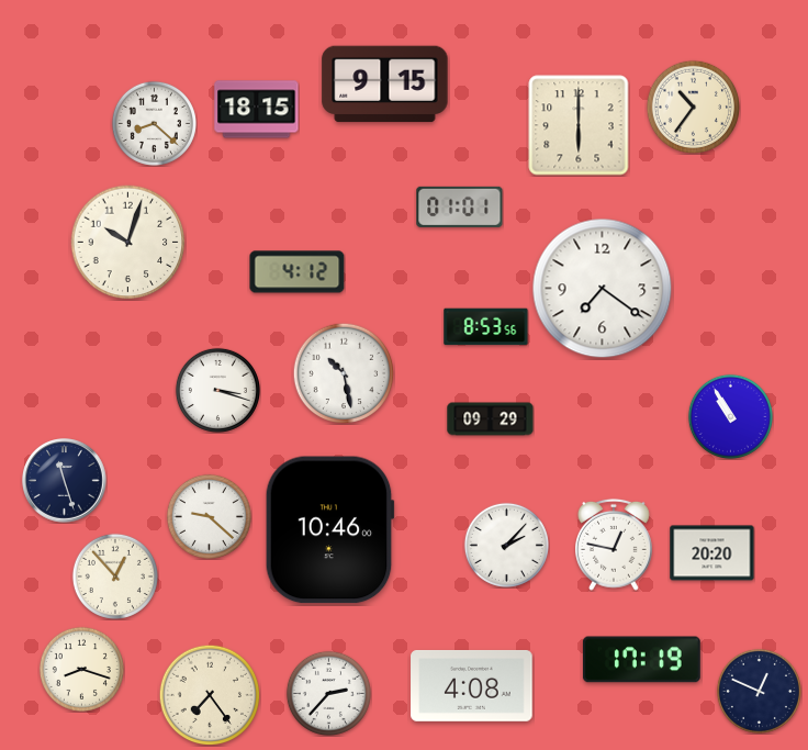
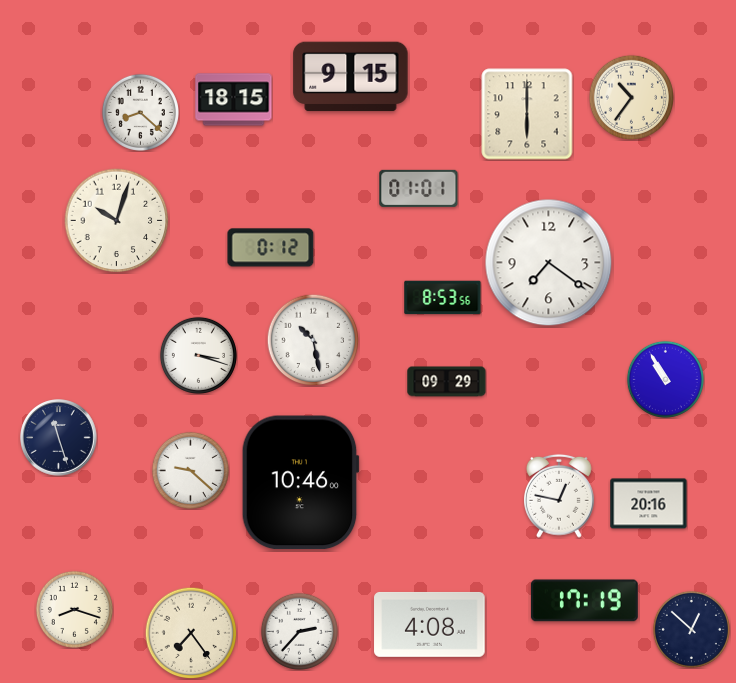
clock at (298, 272): 4:12 -> 0:12
clock at (506, 545): 2:07 -> none
clock at (712, 553): 20:20 -> 20:16
clock at (115, 577): 12:53 -> none
clock at (759, 691): 12:49 -> 12:52
